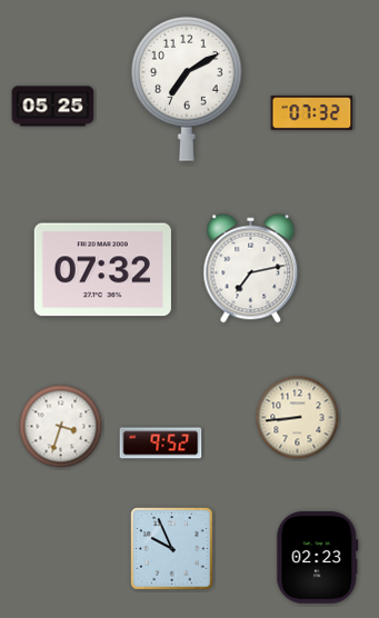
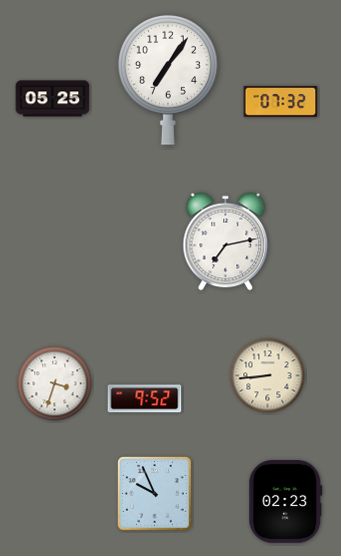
clock at (188, 89): 7:10 -> 7:06
clock at (53, 107) position: (53, 107) -> (53, 99)
clock at (102, 270): 07:32 -> none
